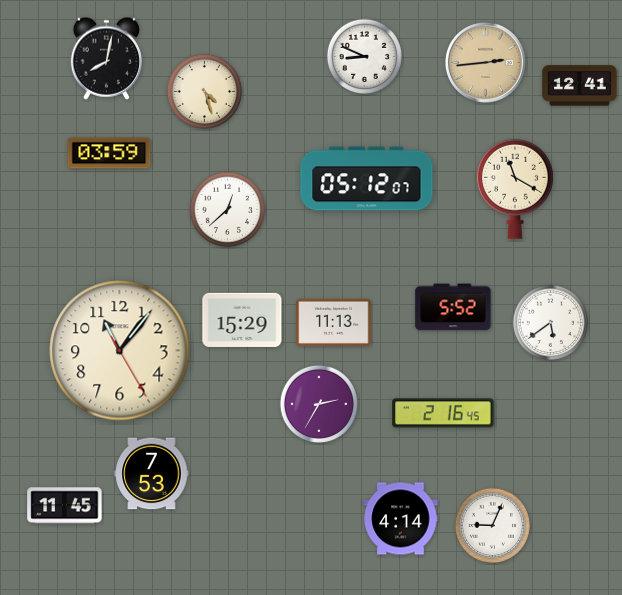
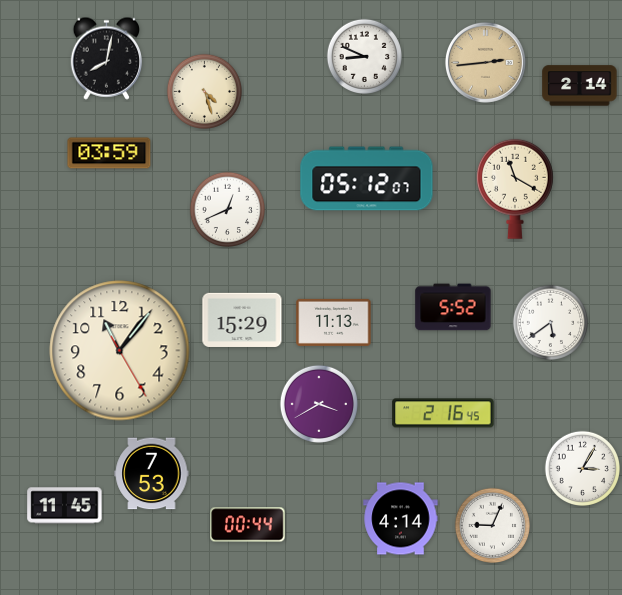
clock at (580, 86): 12:41 -> 2:14
clock at (227, 209): 12:38 -> 12:41
clock at (319, 404): 2:35 -> 3:40
clock at (582, 468): none -> 3:05
clock at (248, 525): none -> 00:44
